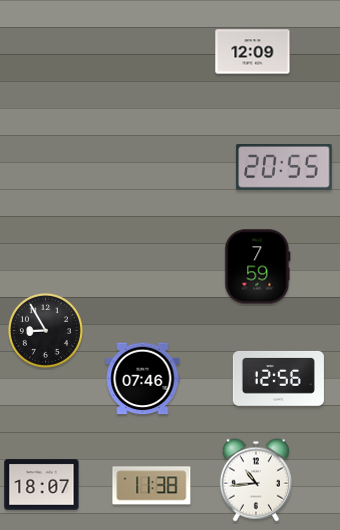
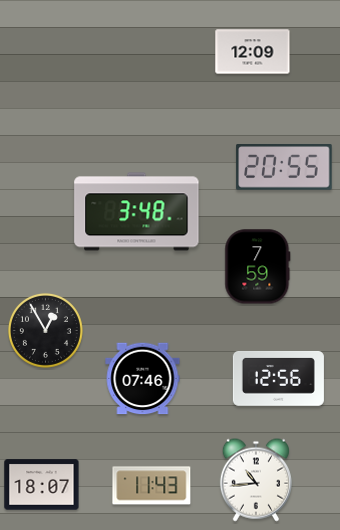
clock at (137, 212): none -> 3:48
clock at (45, 330): 8:55 -> 12:55
clock at (152, 486): 11:38 -> 11:43
